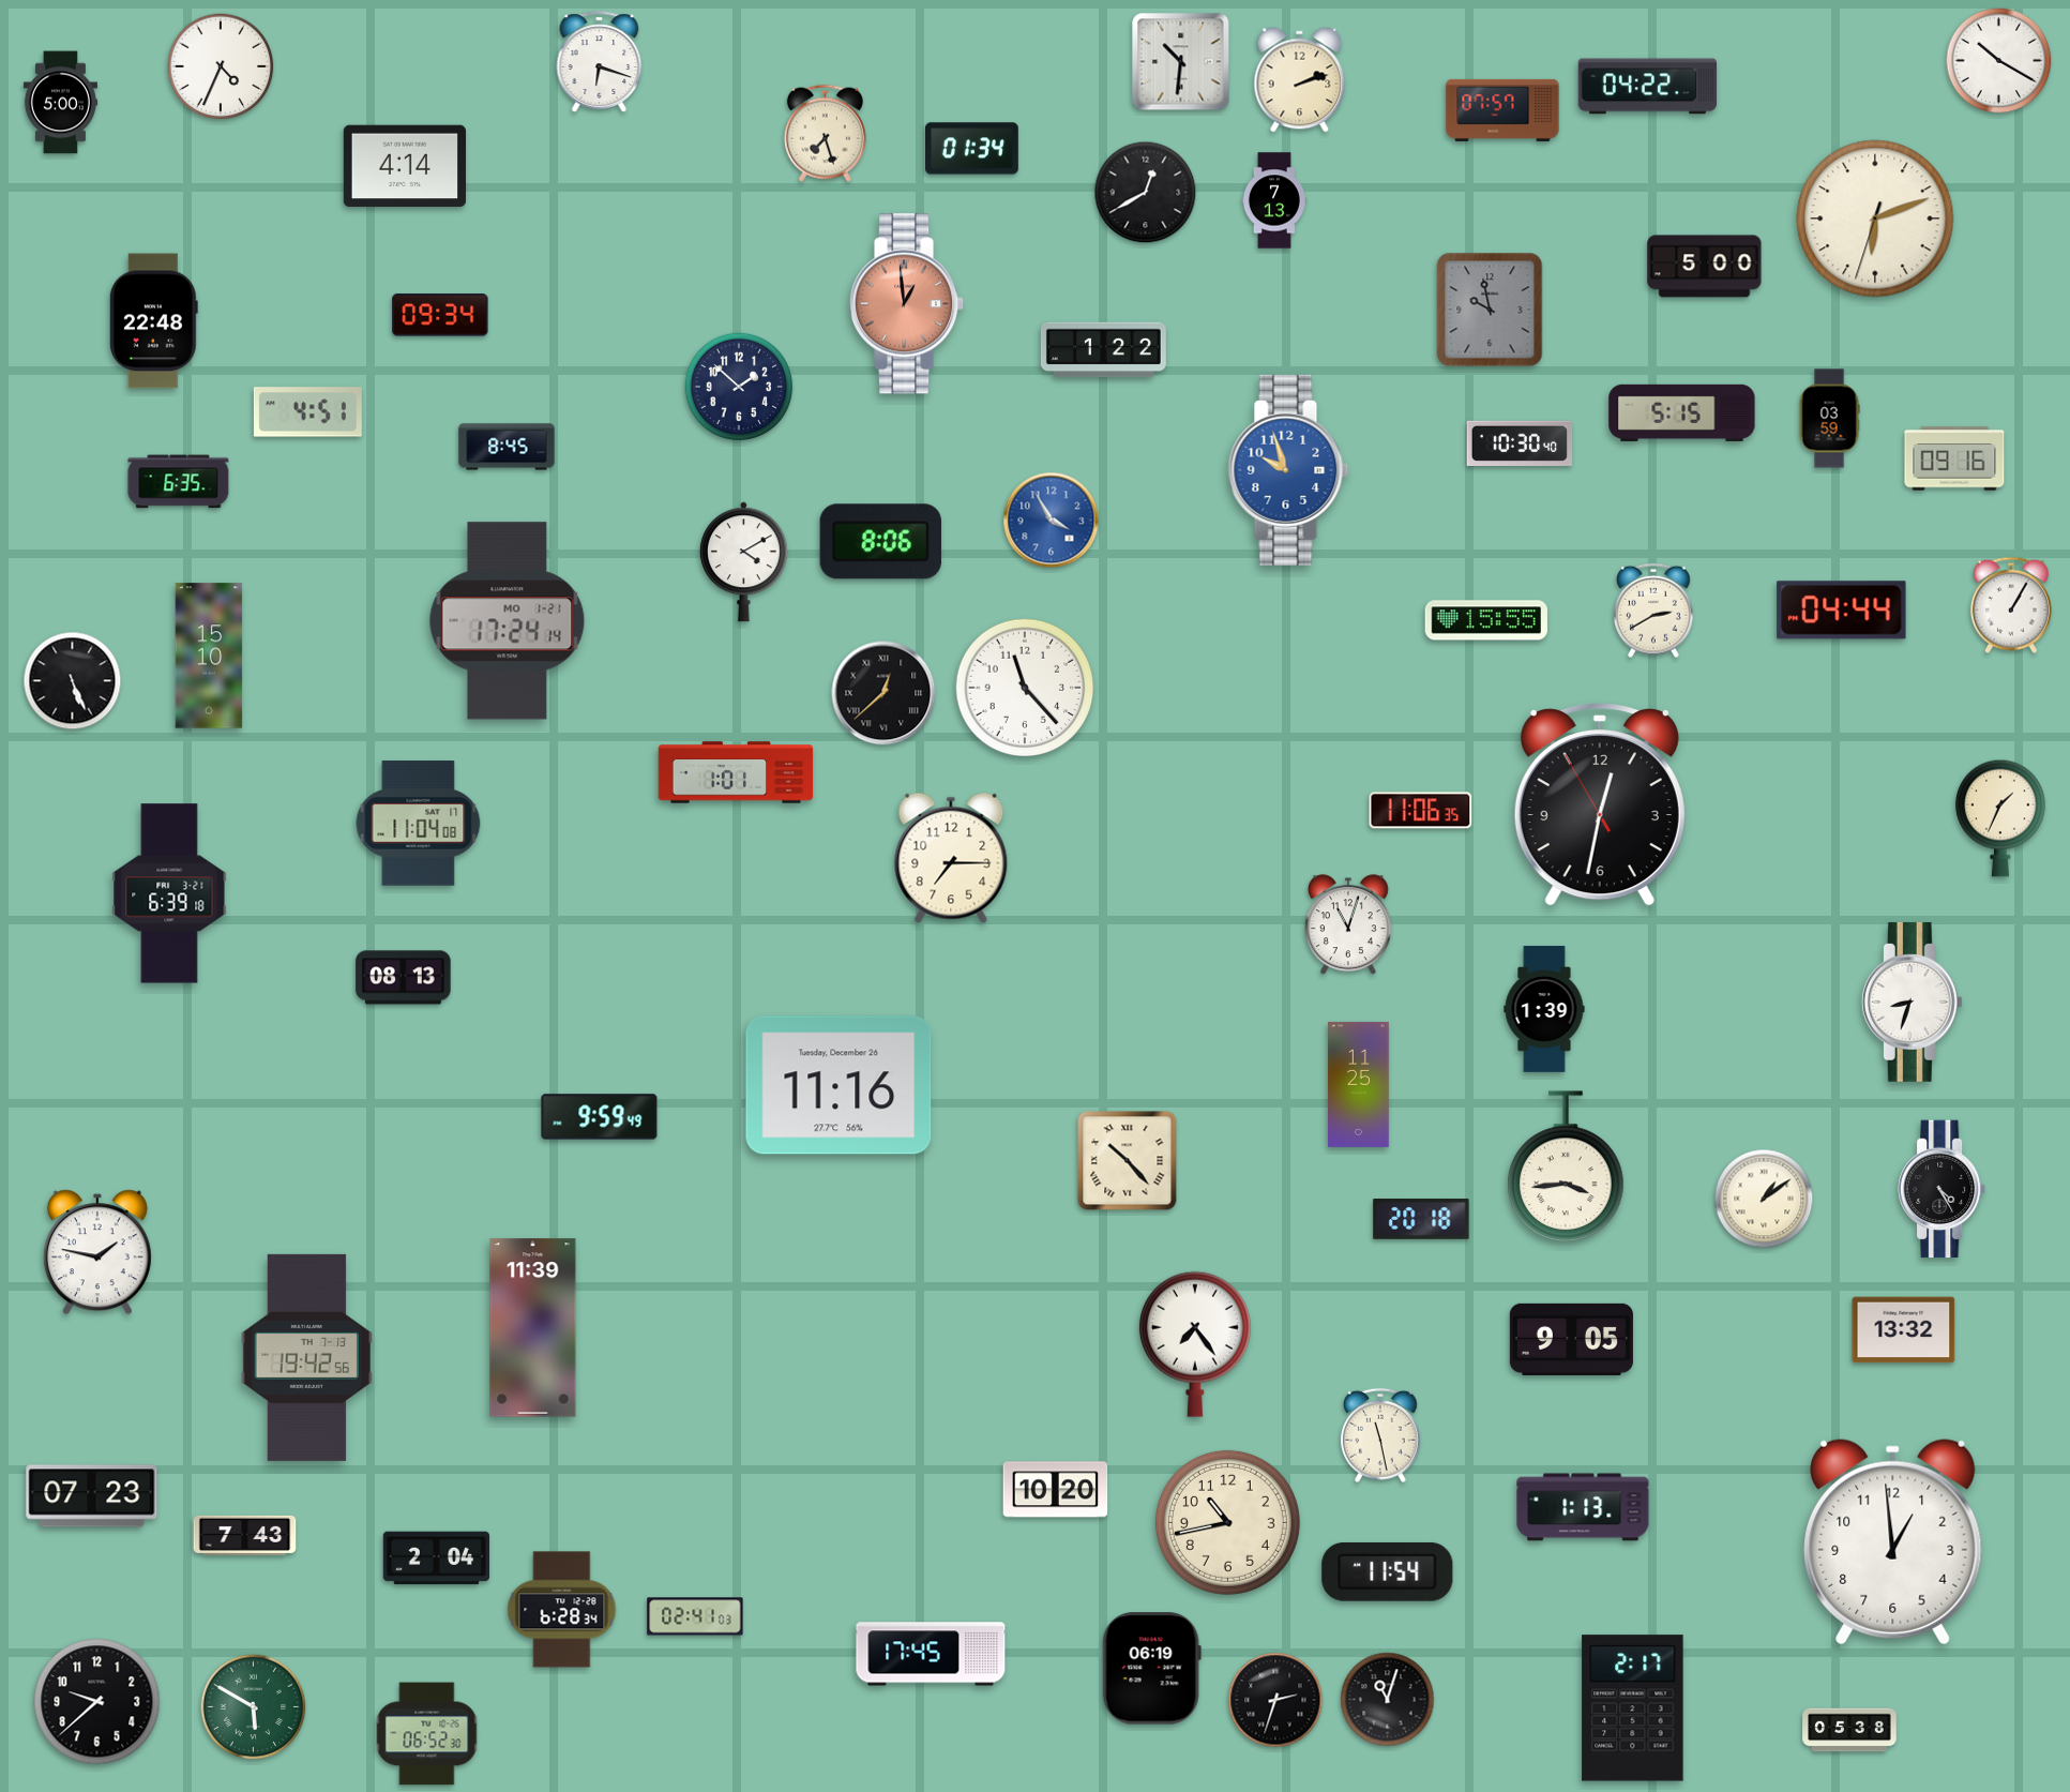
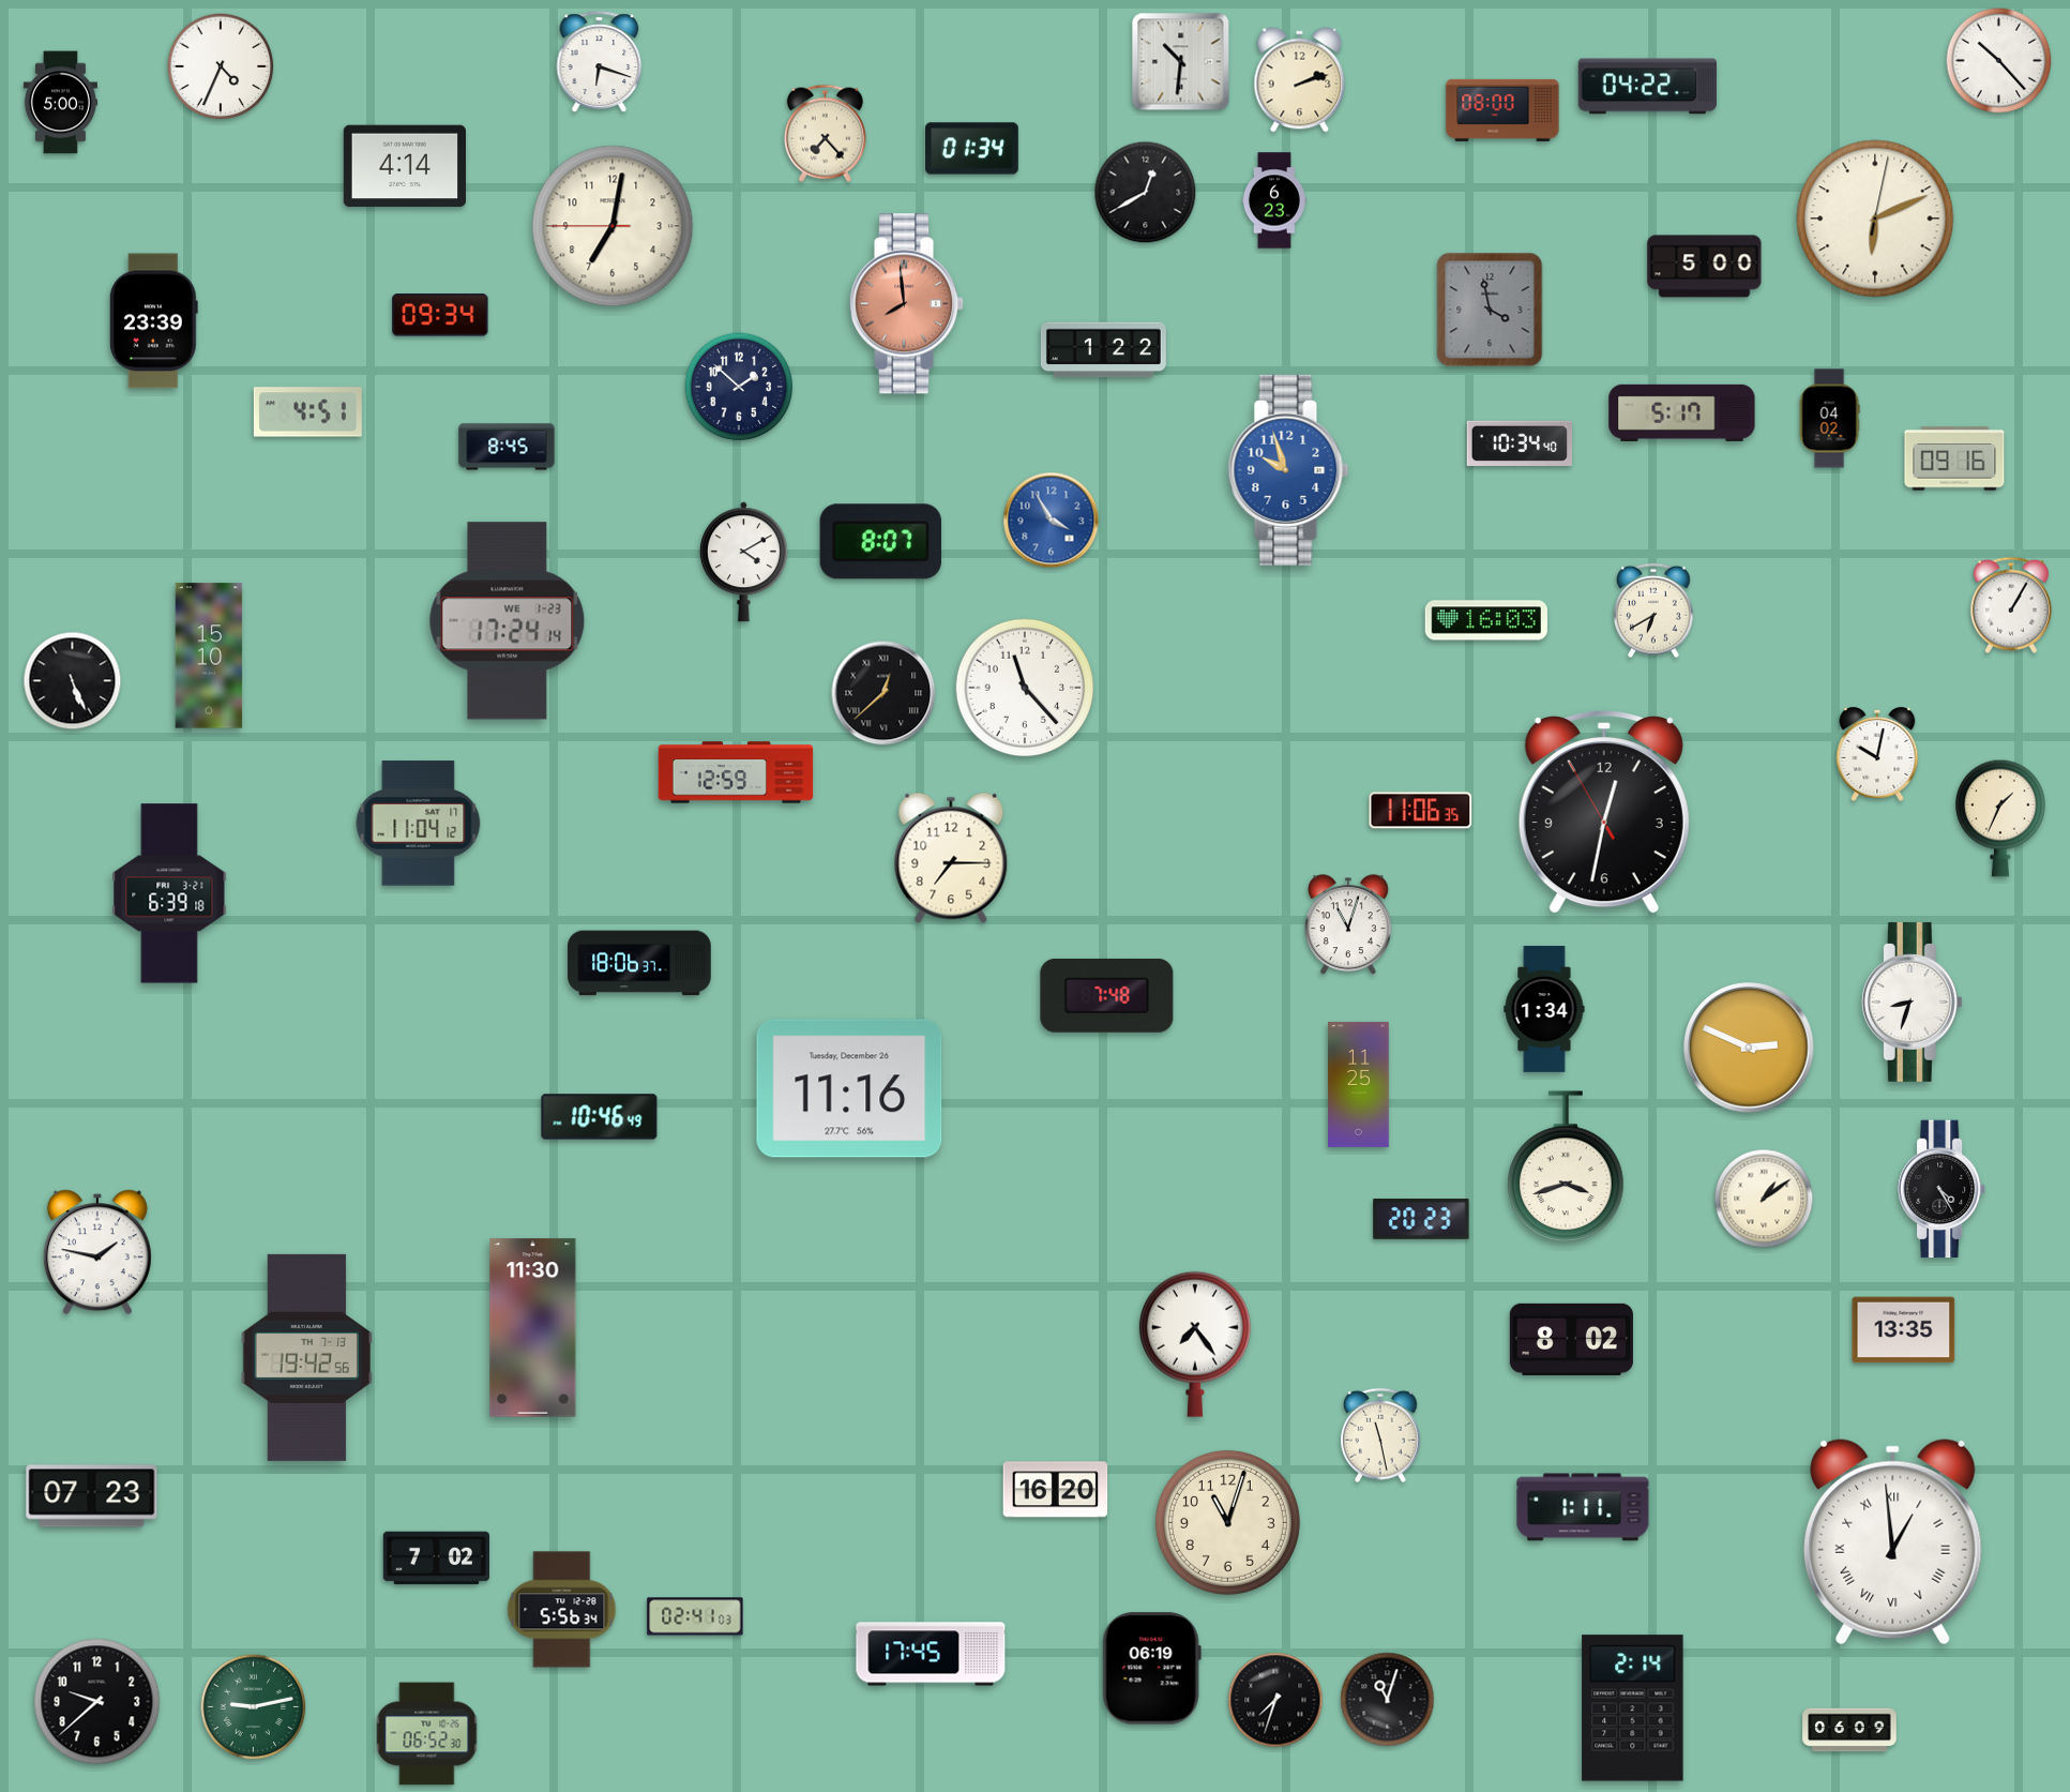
clock at (1999, 61): 10:20 -> 10:23
clock at (1502, 110): 07:57 -> 08:00
clock at (825, 133): 7:27 -> 7:23
clock at (1274, 200): 7:13 -> 6:23
clock at (1875, 219): 6:11:33 -> 6:11:02
clock at (613, 226): none -> 7:01
clock at (907, 304): 12:59 -> 7:59
clock at (1490, 310): 9:58 -> 3:58
clock at (153, 321): 22:48 -> 23:39
clock at (1682, 412): 5:15 -> 5:17
clock at (1829, 419): 03:59 -> 04:02
clock at (1520, 442): 10:30 -> 10:34
clock at (179, 482): 6:35 -> none
clock at (880, 542): 8:06 -> 8:07
clock at (1655, 611): 2:40 -> 6:40
clock at (1842, 611): 04:44 -> none
clock at (1486, 620): 15:55 -> 16:03
clock at (508, 621) date: MO 1-21 -> WE 1-23
clock at (1877, 755): none -> 10:02
clock at (736, 772): 1:01 -> 12:59
clock at (1600, 805) position: (1600, 805) -> (1604, 813)
clock at (419, 824): 11:04:08 -> 11:04:12
clock at (639, 963): none -> 18:06
clock at (404, 978): 08:13 -> none
clock at (1107, 996): none -> 7:48
clock at (1544, 1009): 1:39 -> 1:34
clock at (1749, 1048): none -> 2:49
clock at (838, 1085) position: (838, 1085) -> (849, 1088)
clock at (600, 1117): 9:59 -> 10:46
clock at (1128, 1161): 10:23 -> none
clock at (1566, 1168): 3:44 -> 3:42
clock at (1421, 1219): 20:18 -> 20:23
clock at (533, 1328): 11:39 -> 11:30
clock at (1904, 1330): 13:32 -> 13:35
clock at (1571, 1339): 9:05 -> 8:02
clock at (1056, 1490): 10:20 -> 16:20
clock at (1583, 1507): 1:13 -> 1:11
clock at (1227, 1522): 10:43 -> 11:03
clock at (245, 1535): 7:43 -> none
clock at (1893, 1542) numerals: Arabic -> Roman
clock at (436, 1558): 2:04 -> 7:02
clock at (1388, 1571): 11:54 -> none
clock at (562, 1610): 6:28 -> 5:56
clock at (1275, 1700): 2:33 -> 7:33
clock at (254, 1707): 5:50 -> 9:13
clock at (1633, 1708): 2:17 -> 2:14
clock at (1849, 1730): 05:38 -> 06:09
